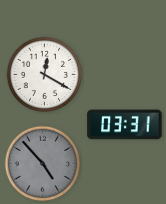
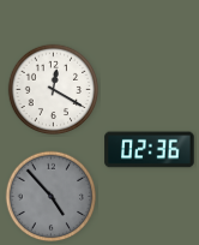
clock at (125, 125): 03:31 -> 02:36
